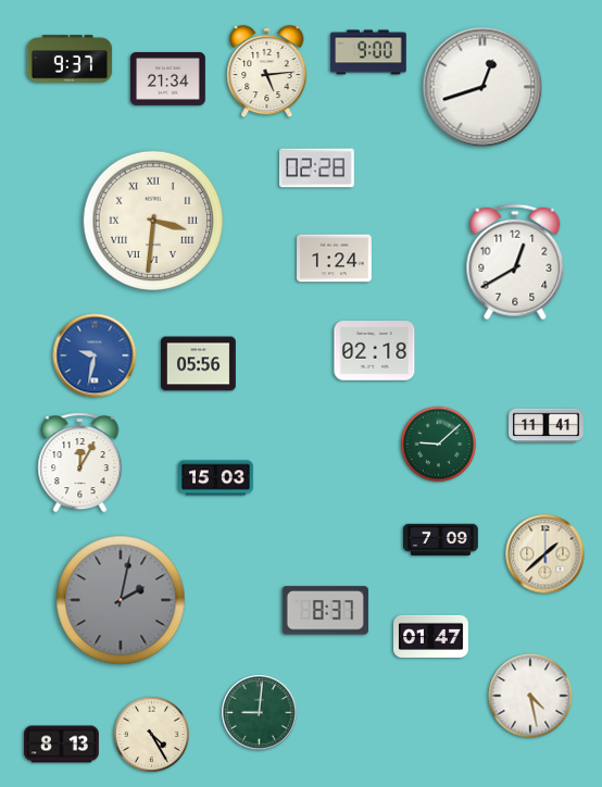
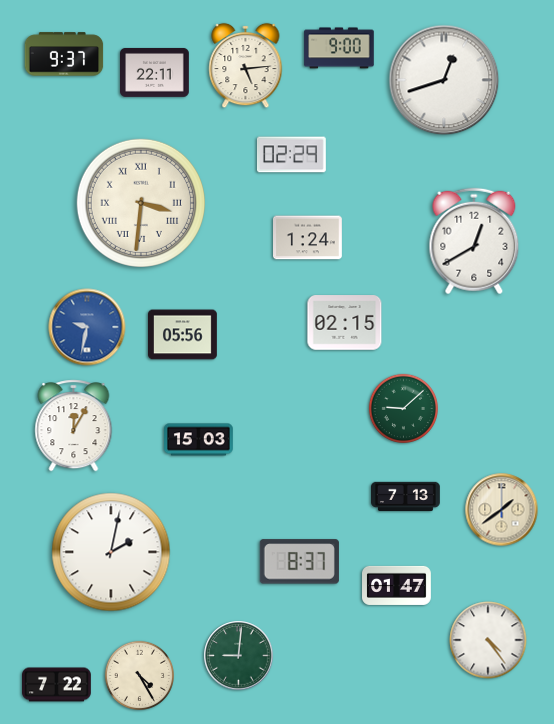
clock at (168, 78): 21:34 -> 22:11
clock at (316, 168): 02:28 -> 02:29
clock at (375, 351): 02:18 -> 02:15
clock at (547, 426): 11:41 -> none
clock at (441, 540): 7:09 -> 7:13
clock at (545, 554): 1:38 -> 1:39
clock at (121, 600) dial: grey -> white
clock at (530, 696): 4:28 -> 4:24
clock at (62, 745): 8:13 -> 7:22
